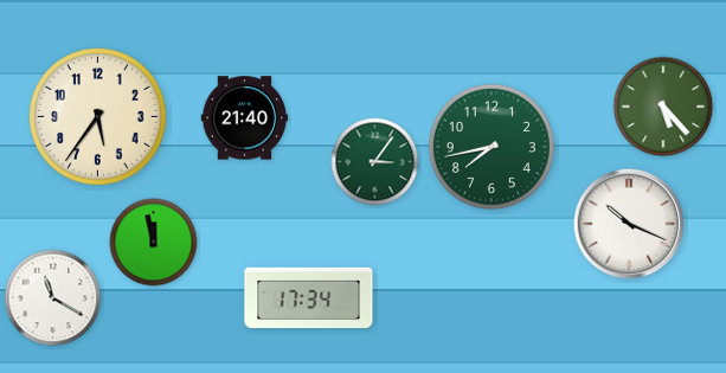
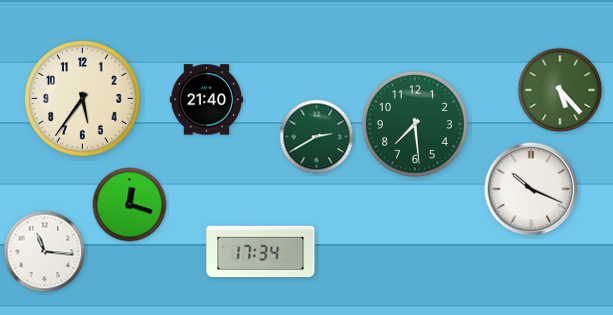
clock at (492, 147): 7:43 -> 7:29
clock at (375, 162): 3:06 -> 2:40
clock at (154, 243): 11:58 -> 12:18
clock at (53, 298): 11:20 -> 11:16
